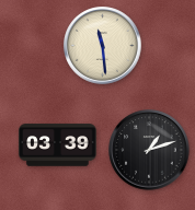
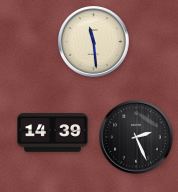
clock at (58, 145): 03:39 -> 14:39
clock at (149, 150): 1:12 -> 2:26
